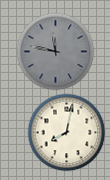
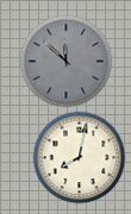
clock at (55, 51): 11:47 -> 11:52
